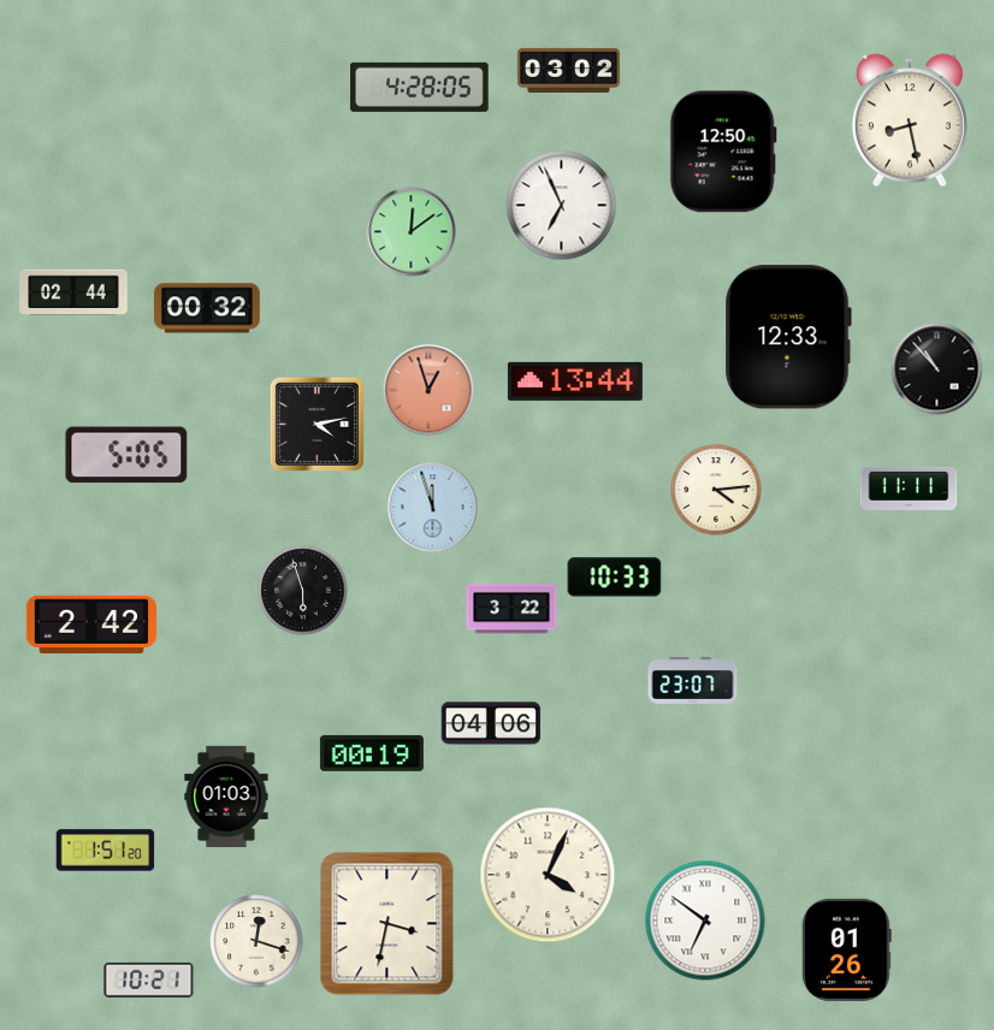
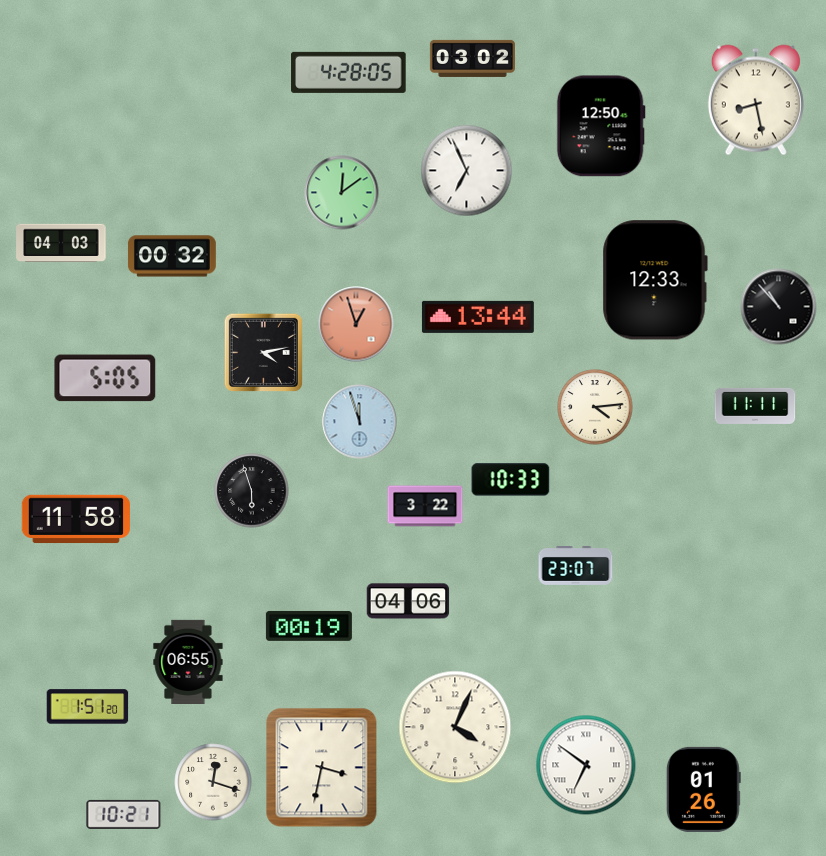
clock at (73, 292): 02:44 -> 04:03
clock at (91, 624): 2:42 -> 11:58
clock at (226, 795): 01:03 -> 06:55
